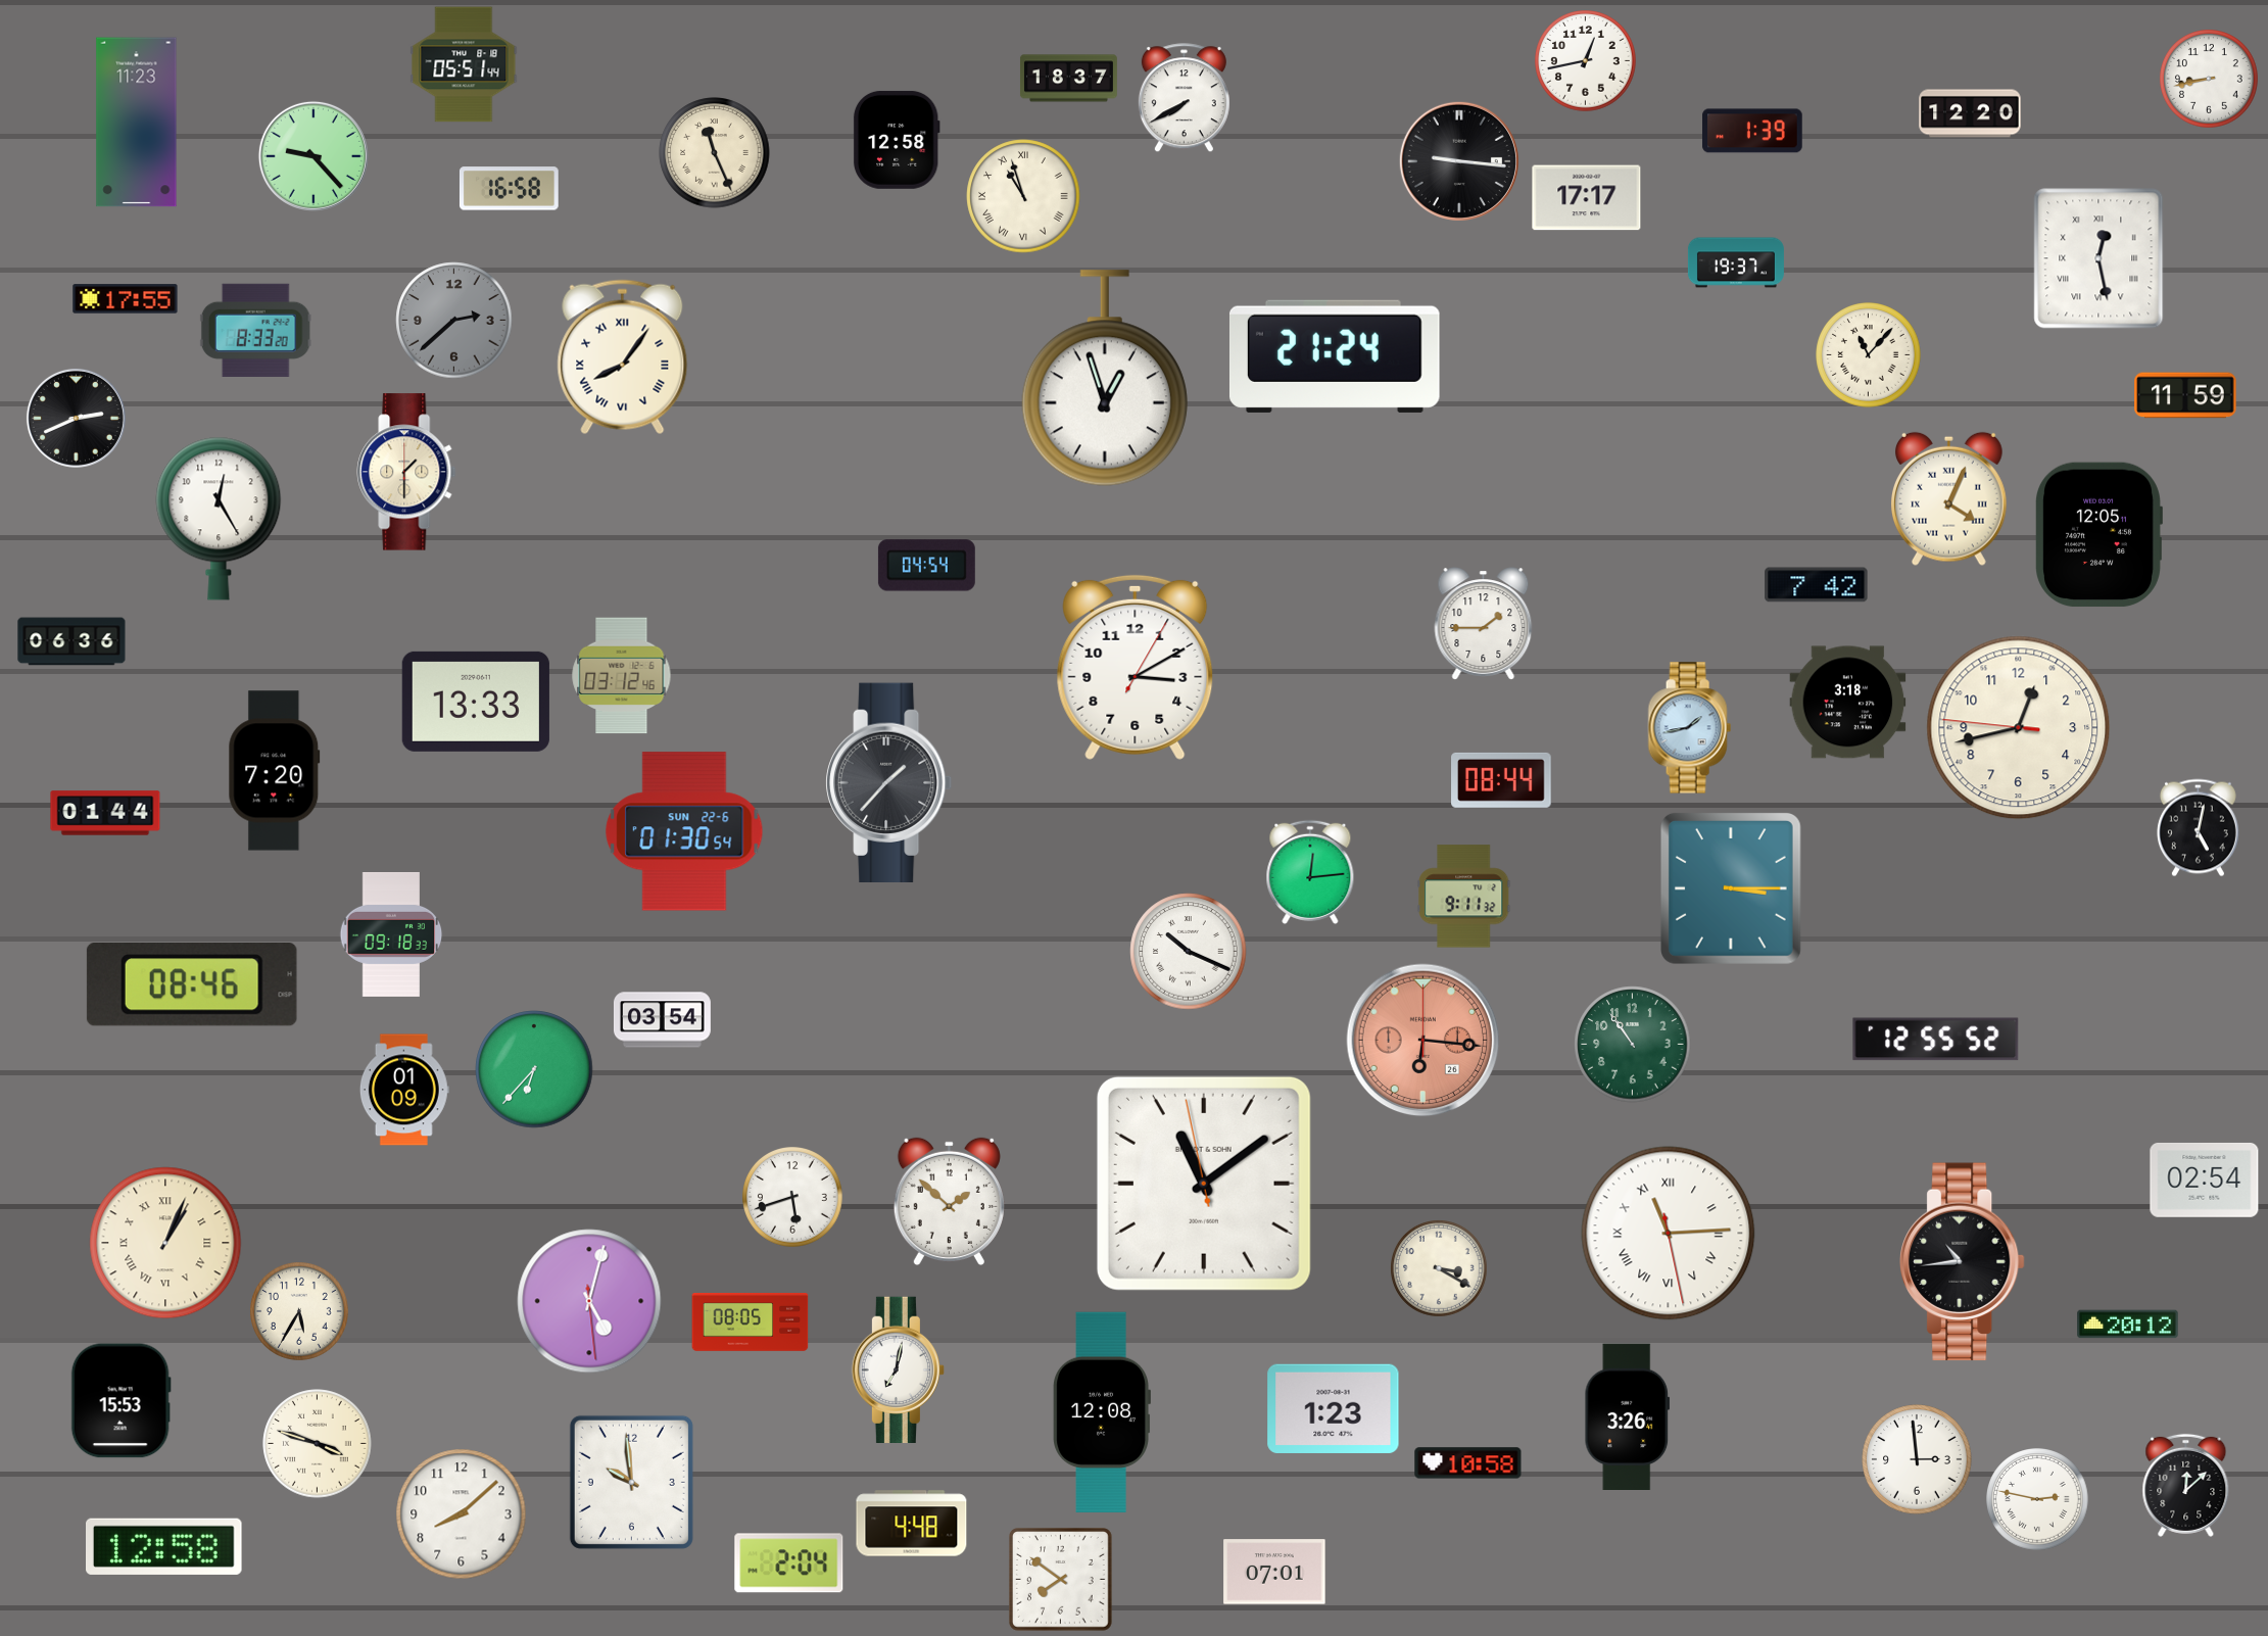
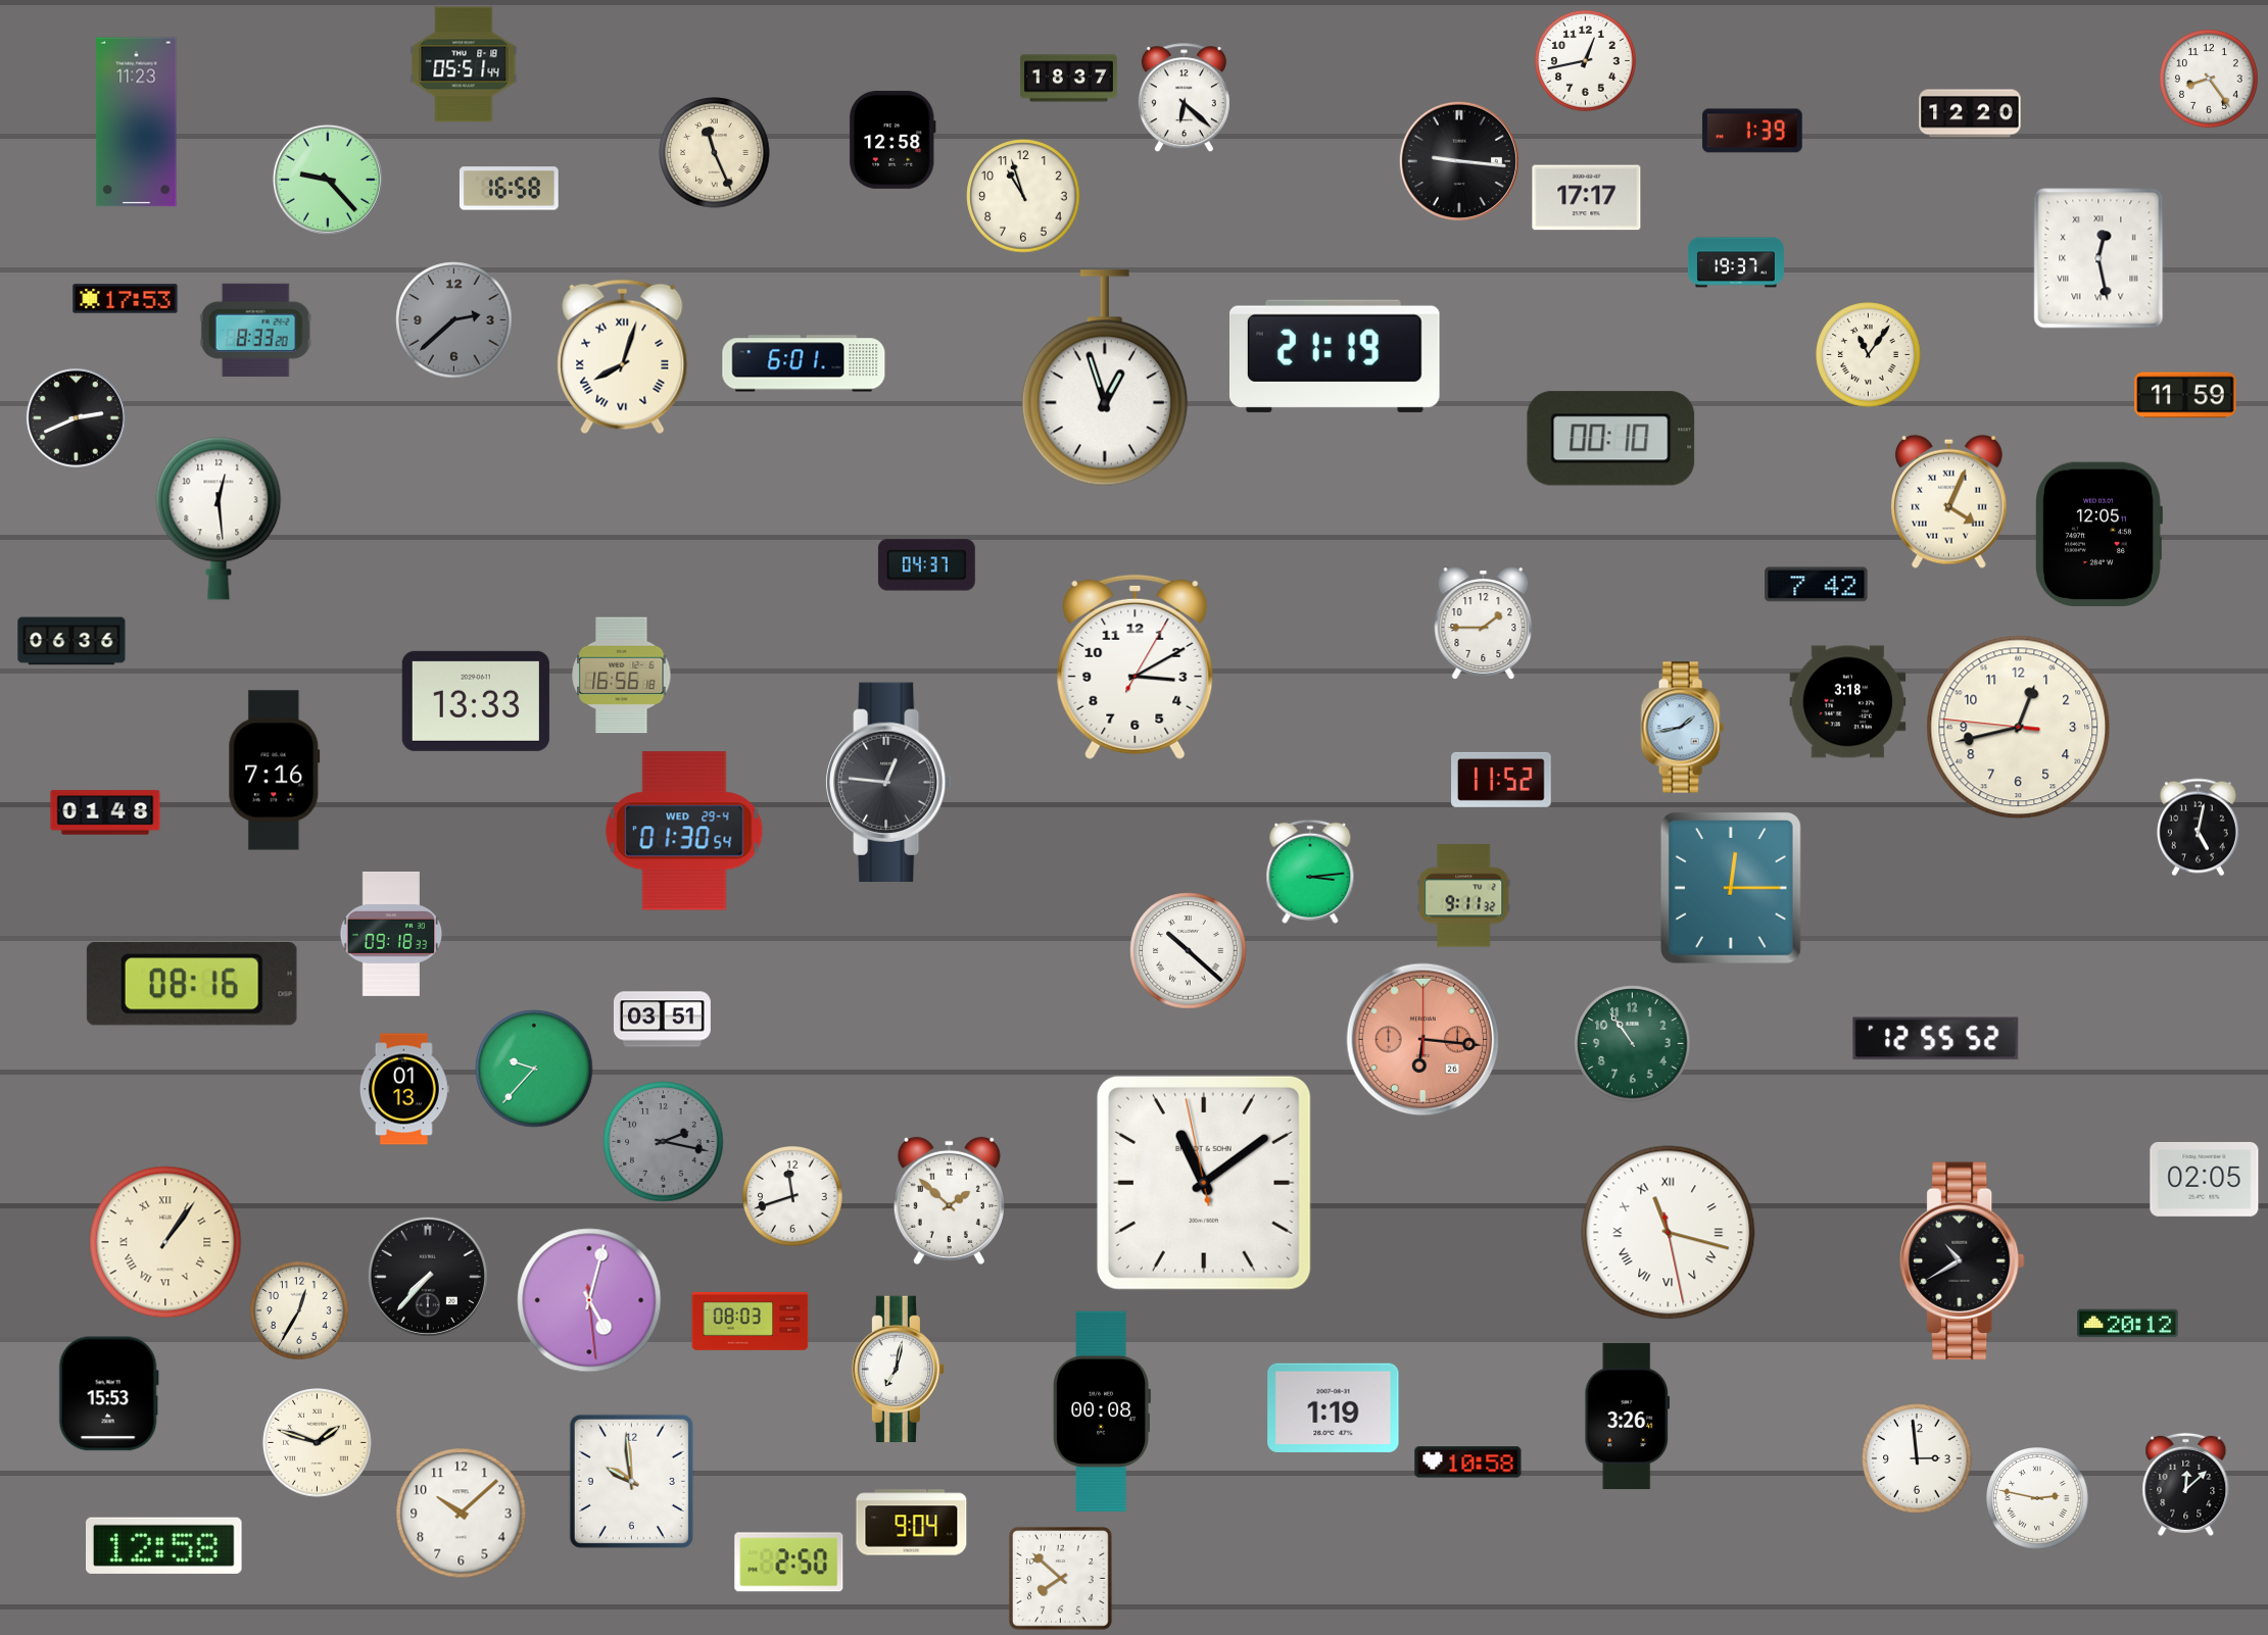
clock at (2210, 80): 8:43 -> 8:24
clock at (1184, 98): 7:40 -> 6:22
clock at (897, 140) position: (897, 140) -> (892, 140)
clock at (313, 156) position: (313, 156) -> (328, 180)
clock at (1023, 196) numerals: Roman -> Arabic
clock at (126, 299): 17:55 -> 17:53
clock at (1869, 355): 11:07 -> 11:06
clock at (1335, 356): 21:24 -> 21:19
clock at (623, 357): 8:06 -> 8:03
clock at (804, 363): none -> 6:01
clock at (1611, 439): none -> 00:10
clock at (406, 472): 1:30 -> none
clock at (1949, 498) position: (1949, 498) -> (1949, 501)
clock at (219, 519): 12:25 -> 12:29
clock at (926, 566): 04:54 -> 04:37
clock at (622, 676): 03:12 -> 16:56
clock at (1689, 728) position: (1689, 728) -> (1682, 728)
clock at (275, 771): 7:20 -> 7:16
clock at (1501, 780): 08:44 -> 11:52
clock at (889, 782): 1:37 -> 12:46
clock at (105, 813): 01:44 -> 01:48
clock at (684, 831) date: SUN 22-6 -> WED 29-4
clock at (1310, 872): 12:14 -> 3:14
clock at (1731, 888): 3:15 -> 12:15
clock at (1189, 952): 10:19 -> 10:22
clock at (192, 985): 08:46 -> 08:16
clock at (662, 1020): 03:54 -> 03:51
clock at (534, 1069): 6:37 -> 9:37
clock at (404, 1090): 01:09 -> 01:13
clock at (664, 1142): none -> 2:17
clock at (2205, 1180): 02:54 -> 02:05
clock at (793, 1198): 5:42 -> 11:42
clock at (1669, 1234): 11:14 -> 11:17
clock at (165, 1243): 1:04 -> 1:06
clock at (1963, 1262): 10:44 -> 10:40
clock at (1440, 1269): 3:20 -> none
clock at (428, 1277): none -> 7:37
clock at (300, 1312): 5:35 -> 12:35
clock at (751, 1321): 08:05 -> 08:03
clock at (120, 1401) position: (120, 1401) -> (108, 1394)
clock at (1334, 1408): 1:23 -> 1:19
clock at (1101, 1412): 12:08 -> 00:08
clock at (318, 1444): 3:48 -> 1:48
clock at (462, 1514): 8:08 -> 10:08
clock at (912, 1524): 4:48 -> 9:04
clock at (789, 1563): 2:04 -> 2:50
clock at (1274, 1572): 07:01 -> none
clock at (1061, 1580): 7:51 -> 7:52
